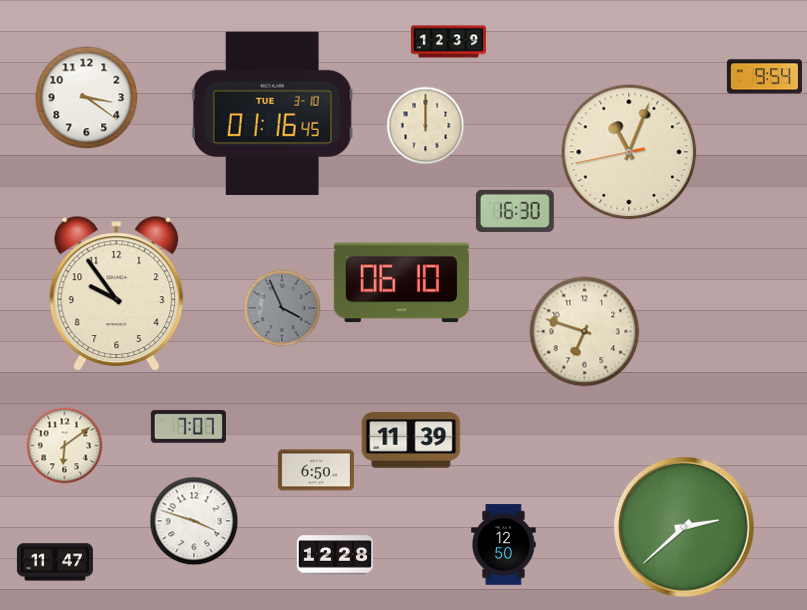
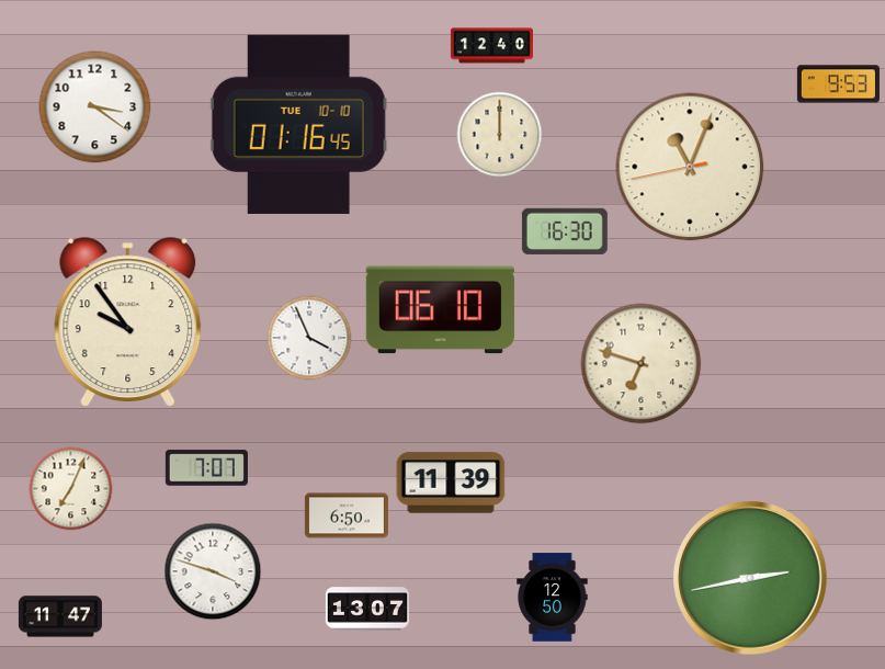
clock at (448, 42): 12:39 -> 12:40
clock at (764, 77): 9:54 -> 9:53
clock at (272, 113) date: TUE 3-10 -> TUE 10-10
clock at (426, 126) position: (426, 126) -> (500, 135)
clock at (282, 308) dial: grey -> white
clock at (65, 446): 6:09 -> 7:04
clock at (685, 528): 2:38 -> 2:43
clock at (335, 555): 12:28 -> 13:07
